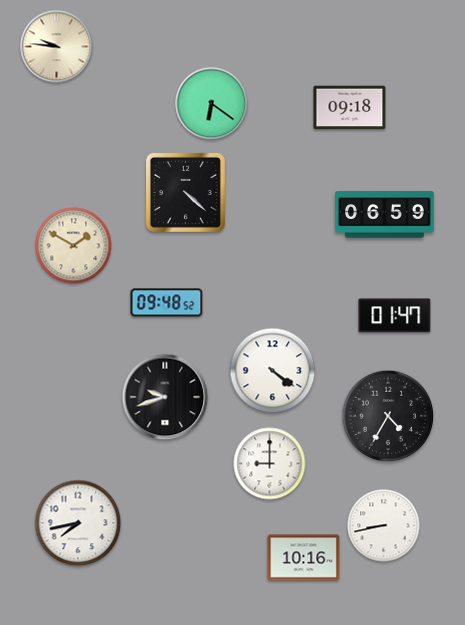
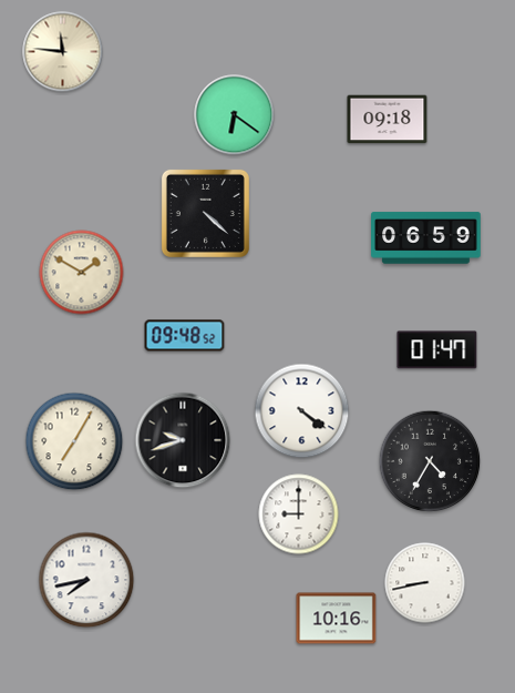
clock at (57, 47): 9:46 -> 11:46
clock at (74, 441): none -> 7:05
